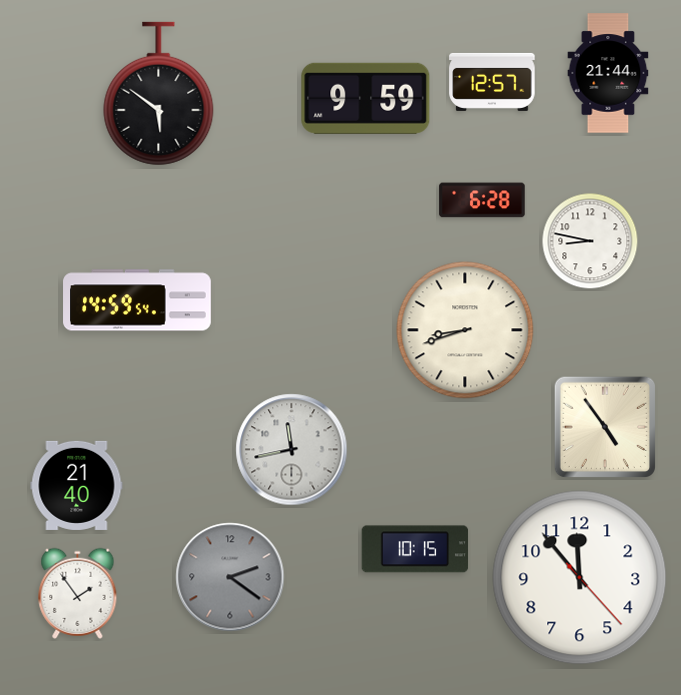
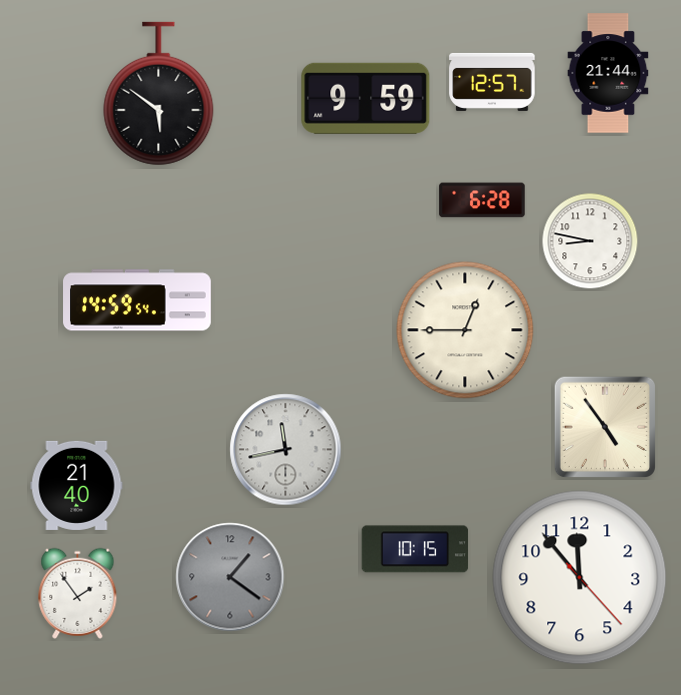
clock at (465, 330): 8:42 -> 12:45
clock at (292, 450) position: (292, 450) -> (286, 450)
clock at (230, 577): 2:21 -> 1:21
